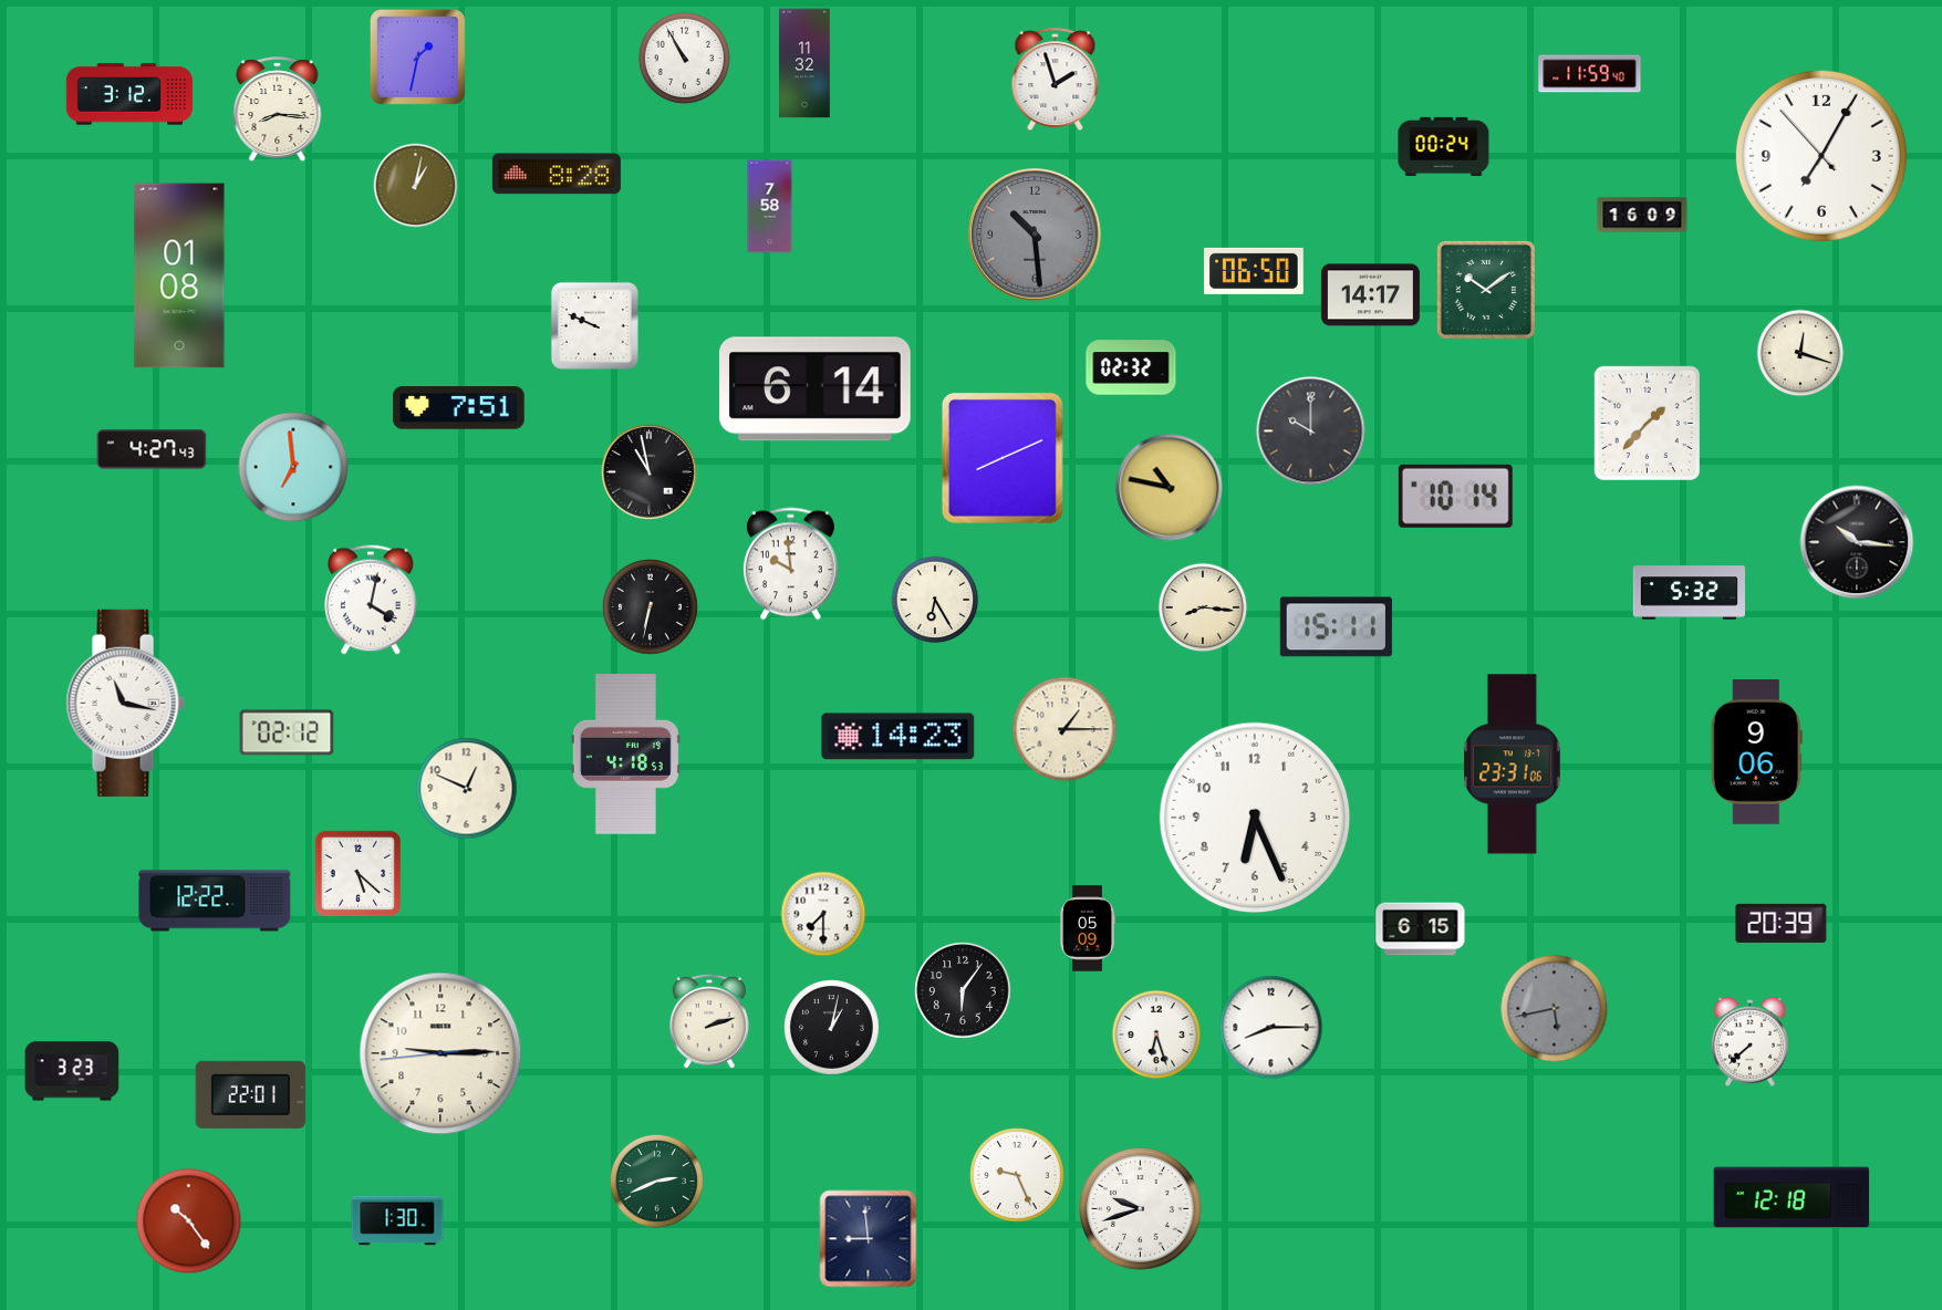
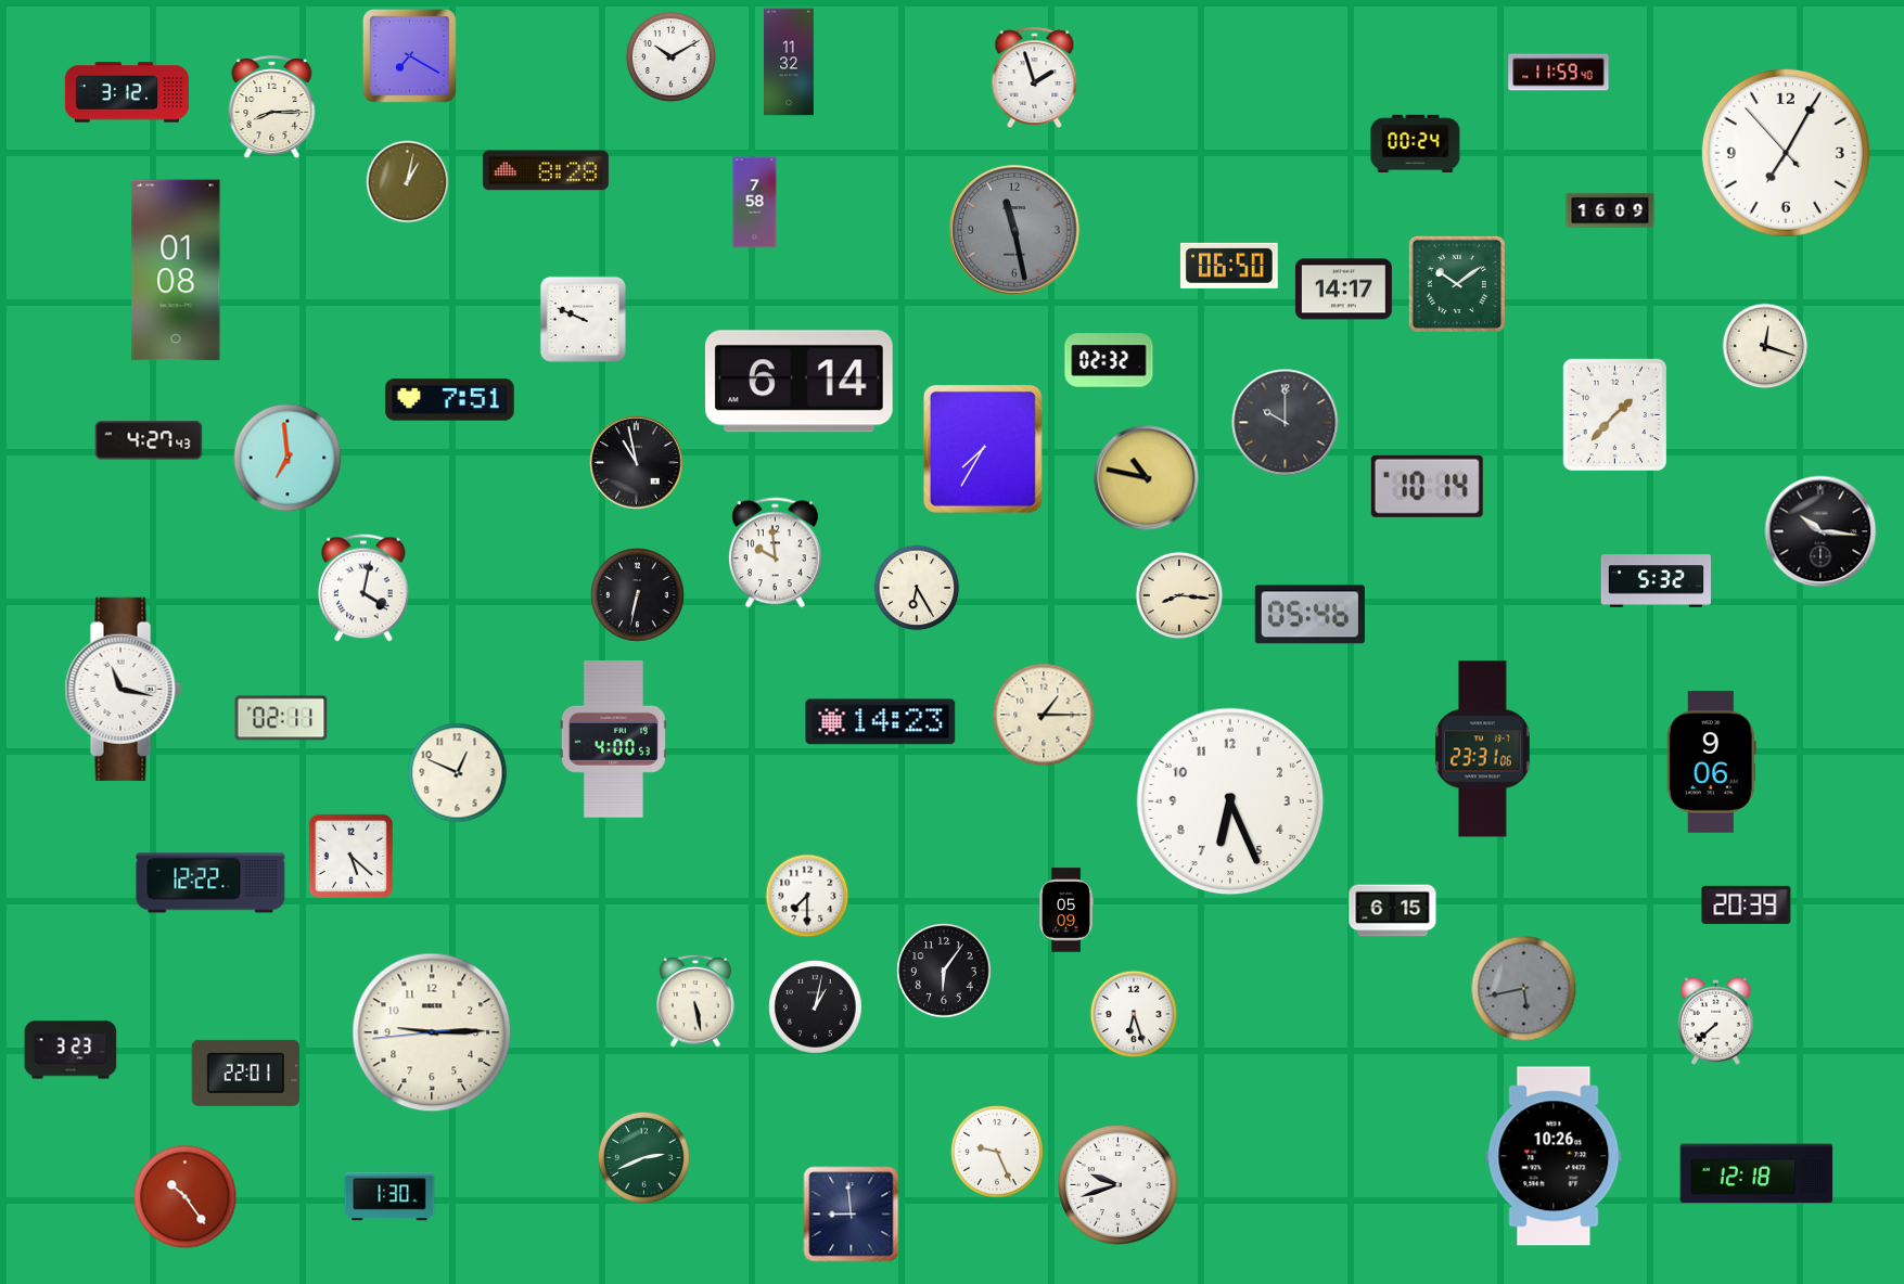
clock at (417, 56): 1:32 -> 7:20
clock at (684, 58): 10:55 -> 10:10
clock at (278, 110): 8:16 -> 8:15
clock at (1035, 235): 10:29 -> 11:28
clock at (1003, 458): 8:11 -> 7:35
clock at (1336, 627): 15:11 -> 05:46
clock at (287, 732): 02:12 -> 02:11
clock at (1756, 751) position: (1756, 751) -> (1711, 761)
clock at (625, 755): 4:18 -> 4:00
clock at (709, 1021): 2:12 -> 5:28
clock at (1271, 1028): 8:15 -> none
clock at (1554, 1156): none -> 10:26
